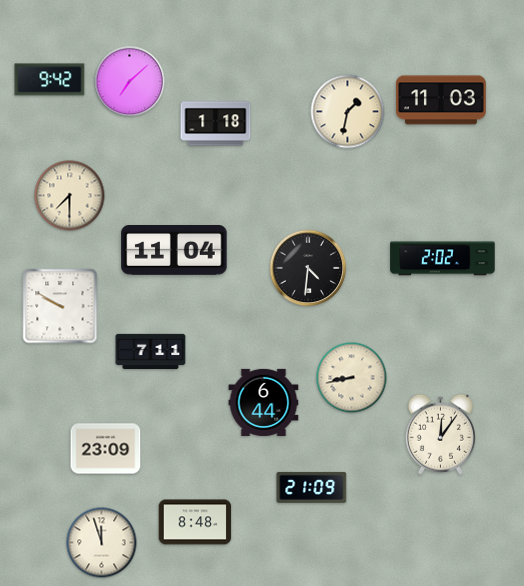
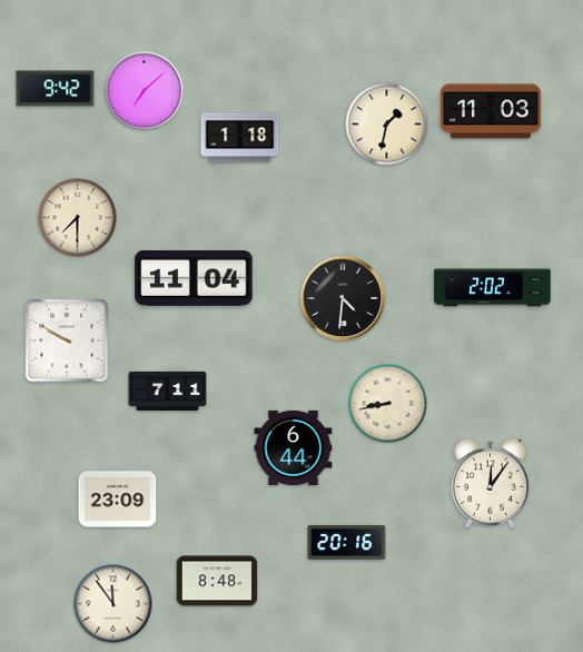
clock at (352, 378) position: (352, 378) -> (388, 404)
clock at (312, 487): 21:09 -> 20:16
clock at (102, 543): 11:57 -> 11:54
